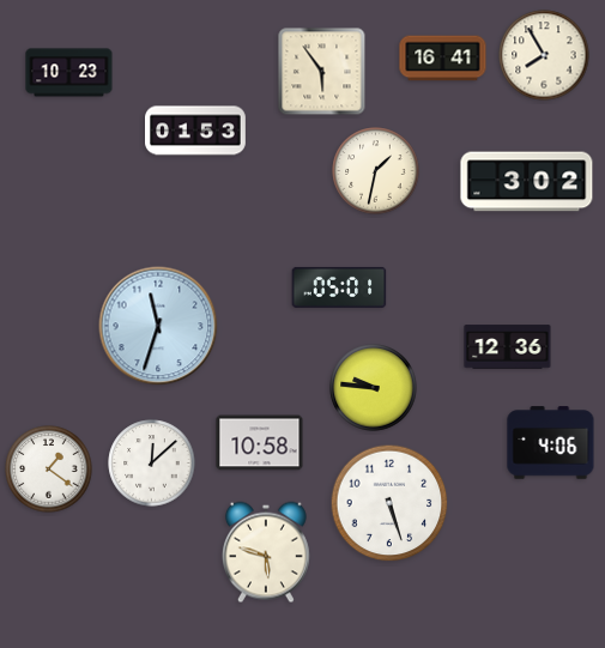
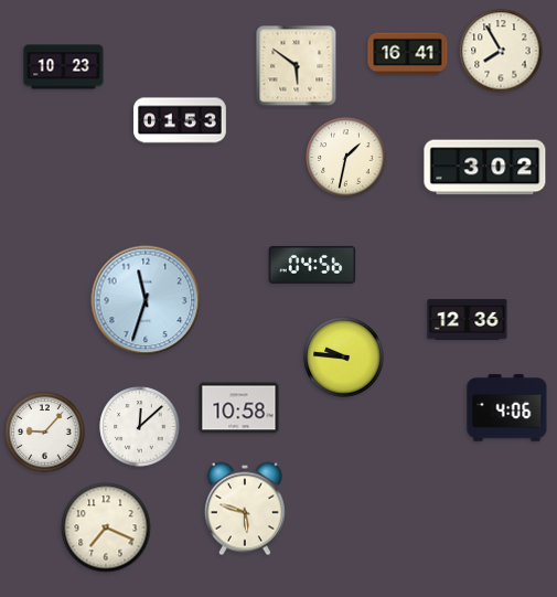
clock at (322, 72): 5:54 -> 5:51
clock at (339, 287): 05:01 -> 04:56
clock at (49, 470): 1:21 -> 9:07
clock at (389, 503): 5:27 -> none
clock at (106, 527): none -> 7:19
